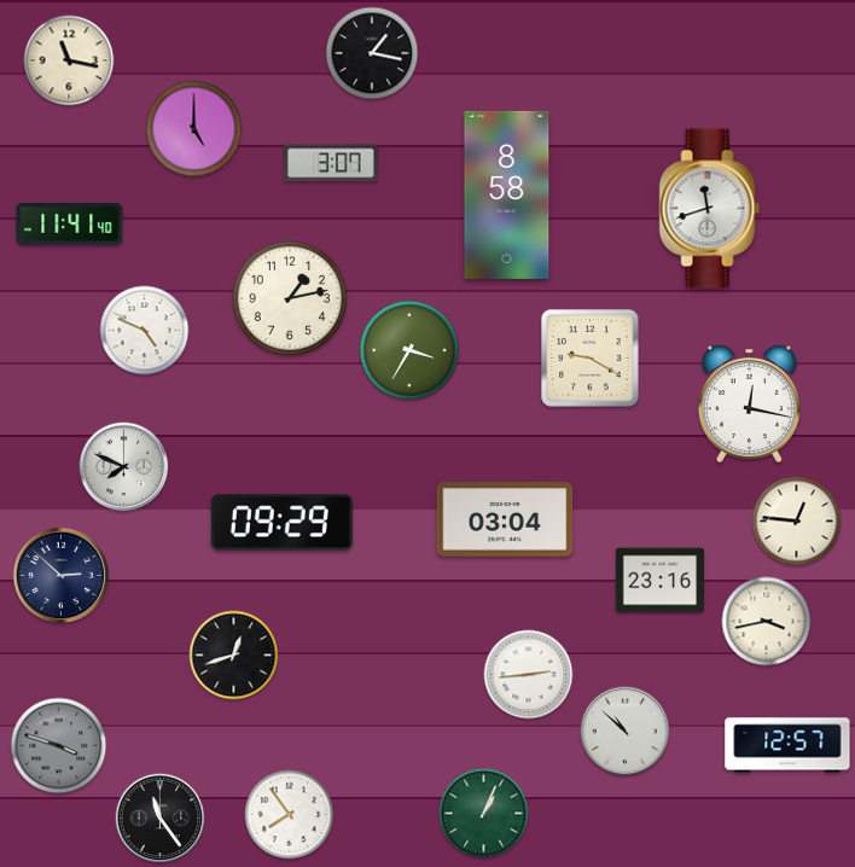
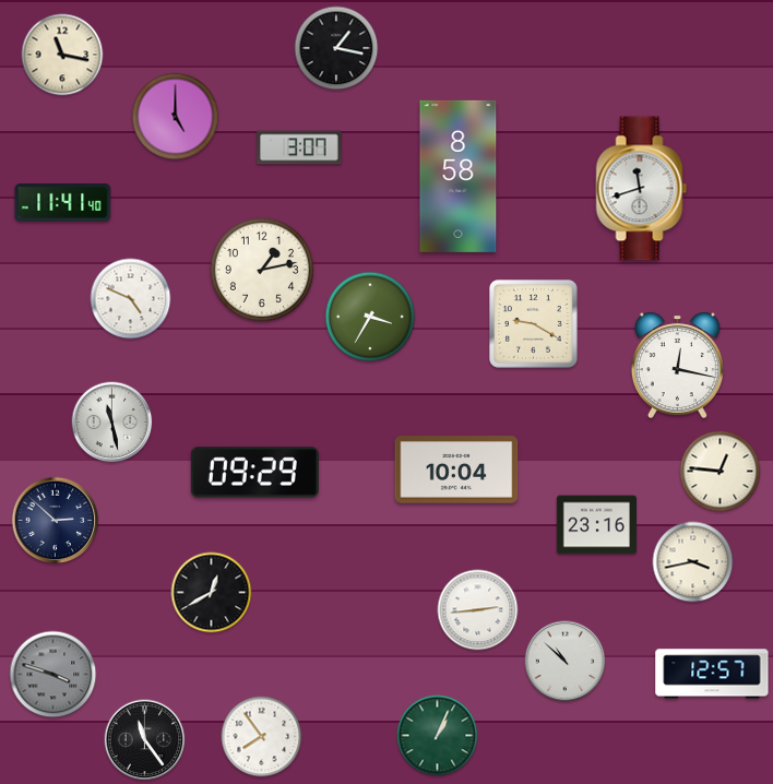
clock at (124, 467): 7:49 -> 11:28
clock at (505, 519): 03:04 -> 10:04
clock at (234, 656): 12:42 -> 12:40
